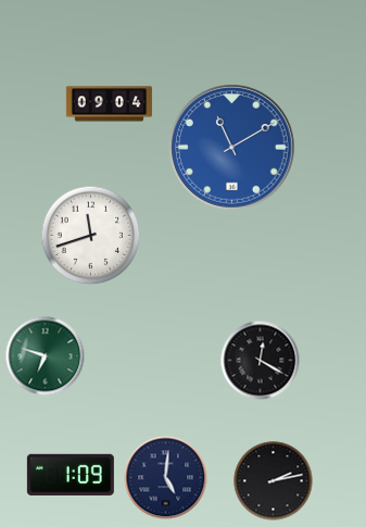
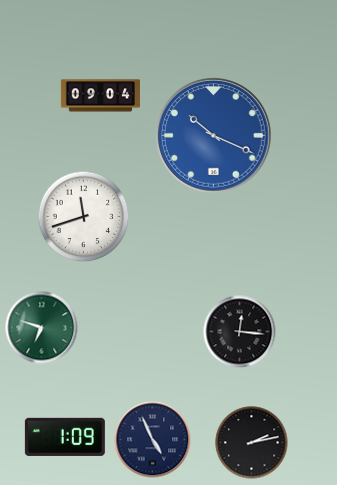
clock at (232, 148): 11:10 -> 10:19
clock at (261, 361): 12:20 -> 12:16
clock at (166, 478): 5:01 -> 4:56
